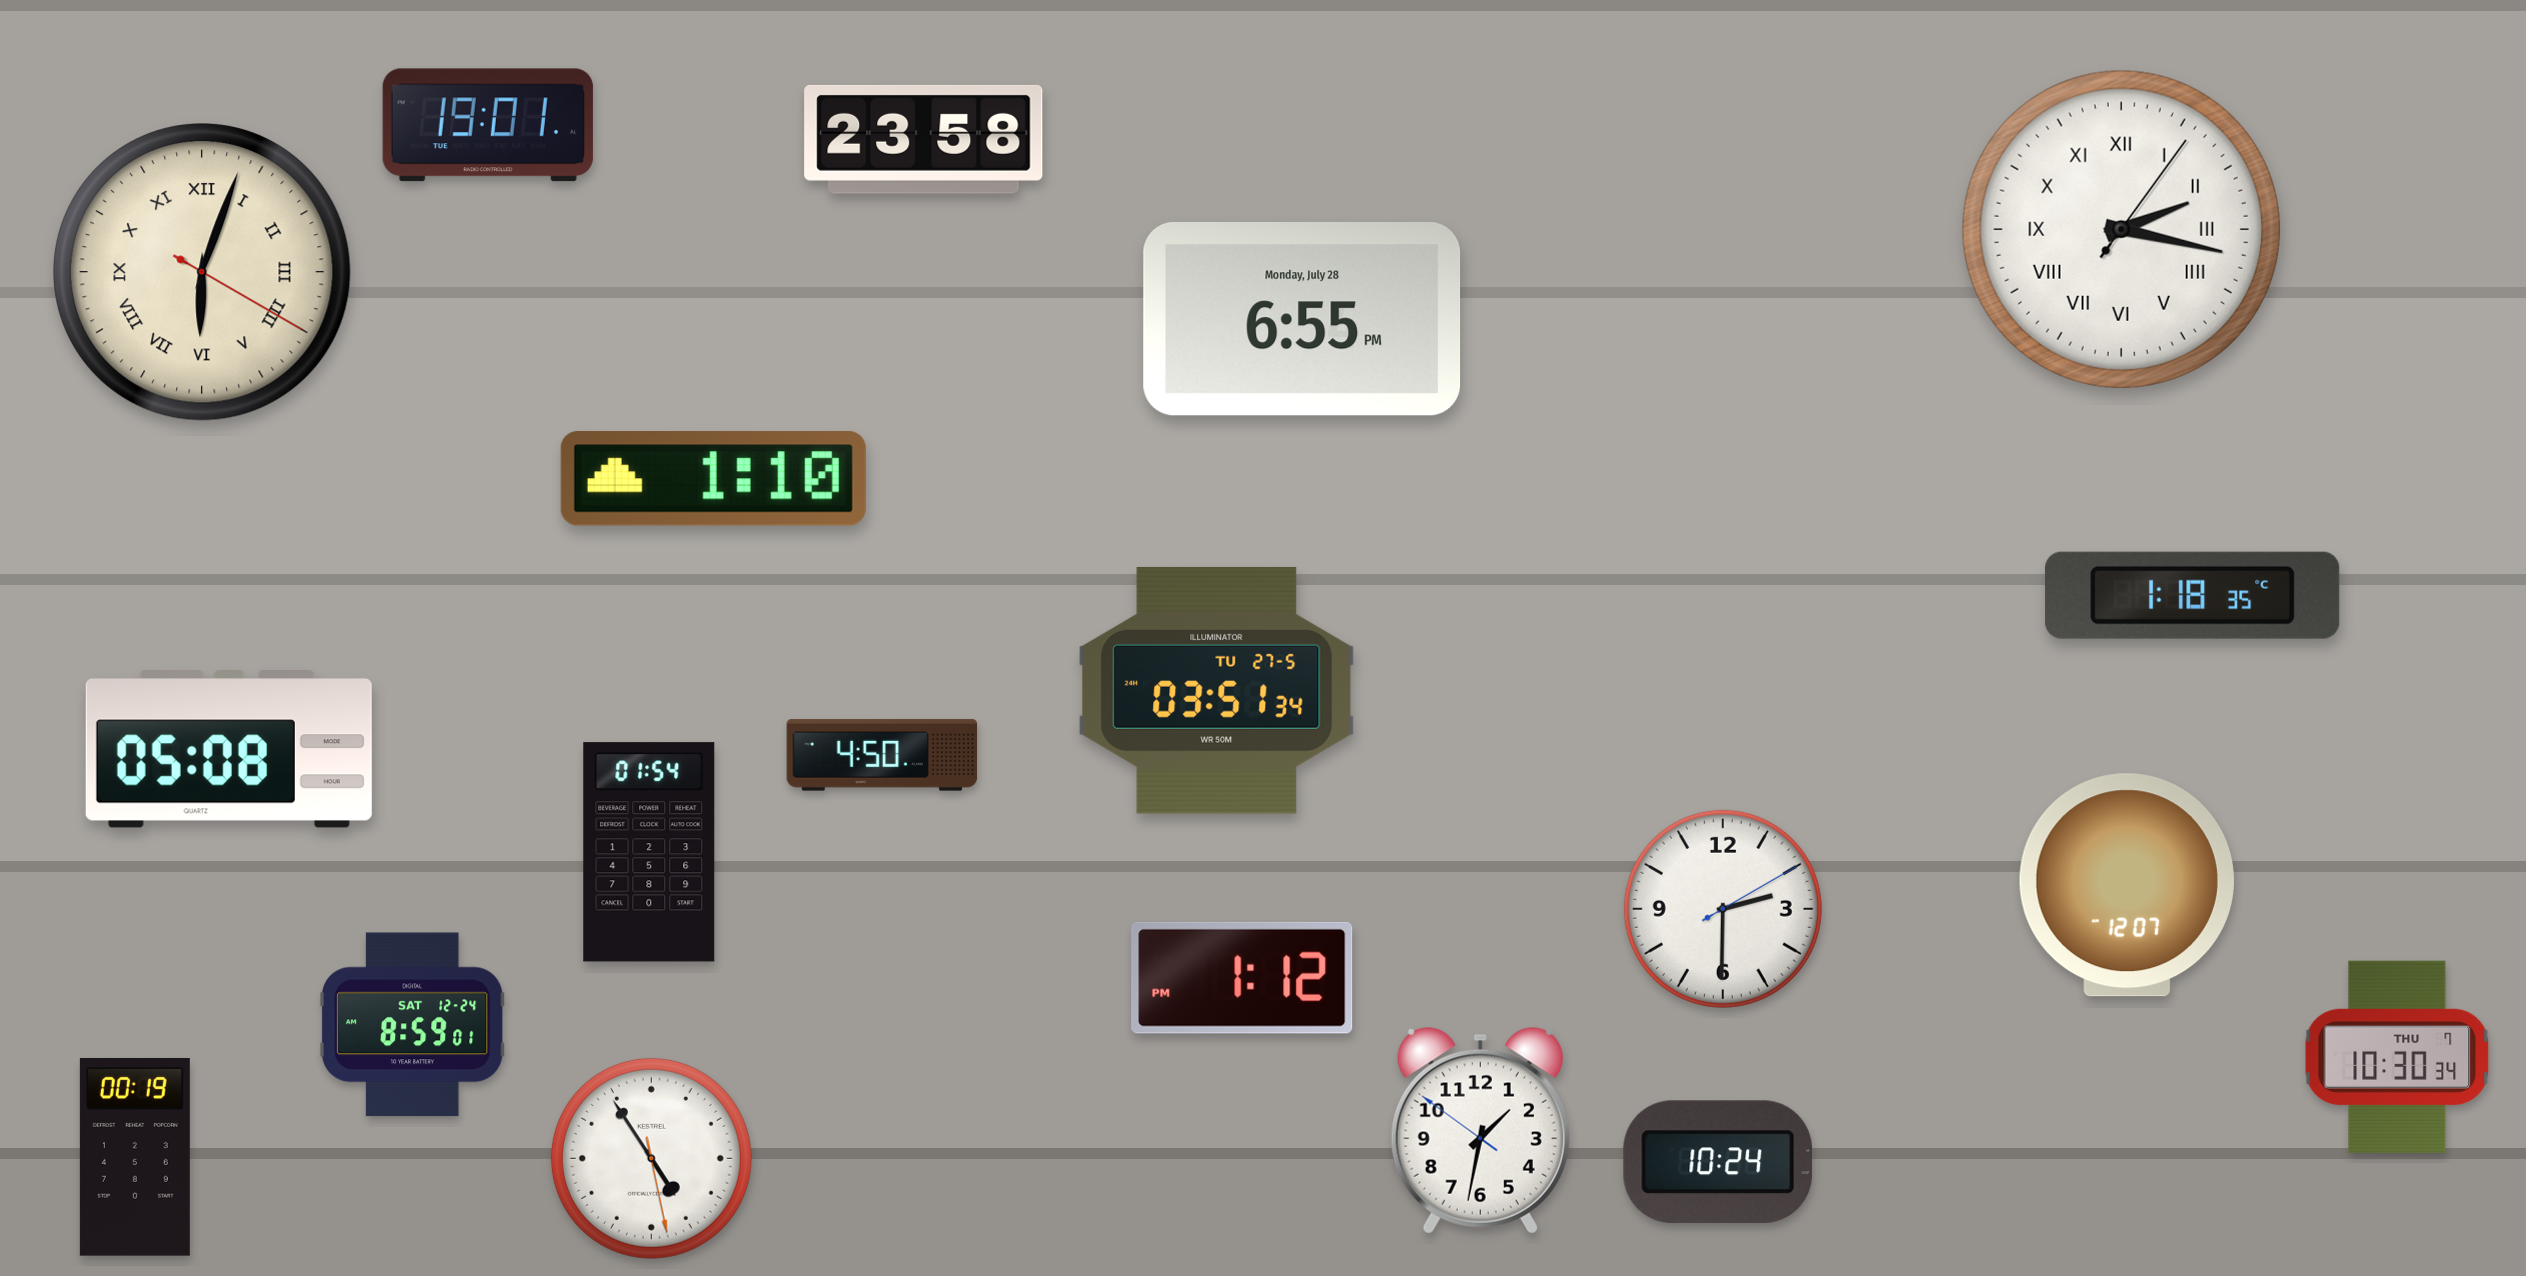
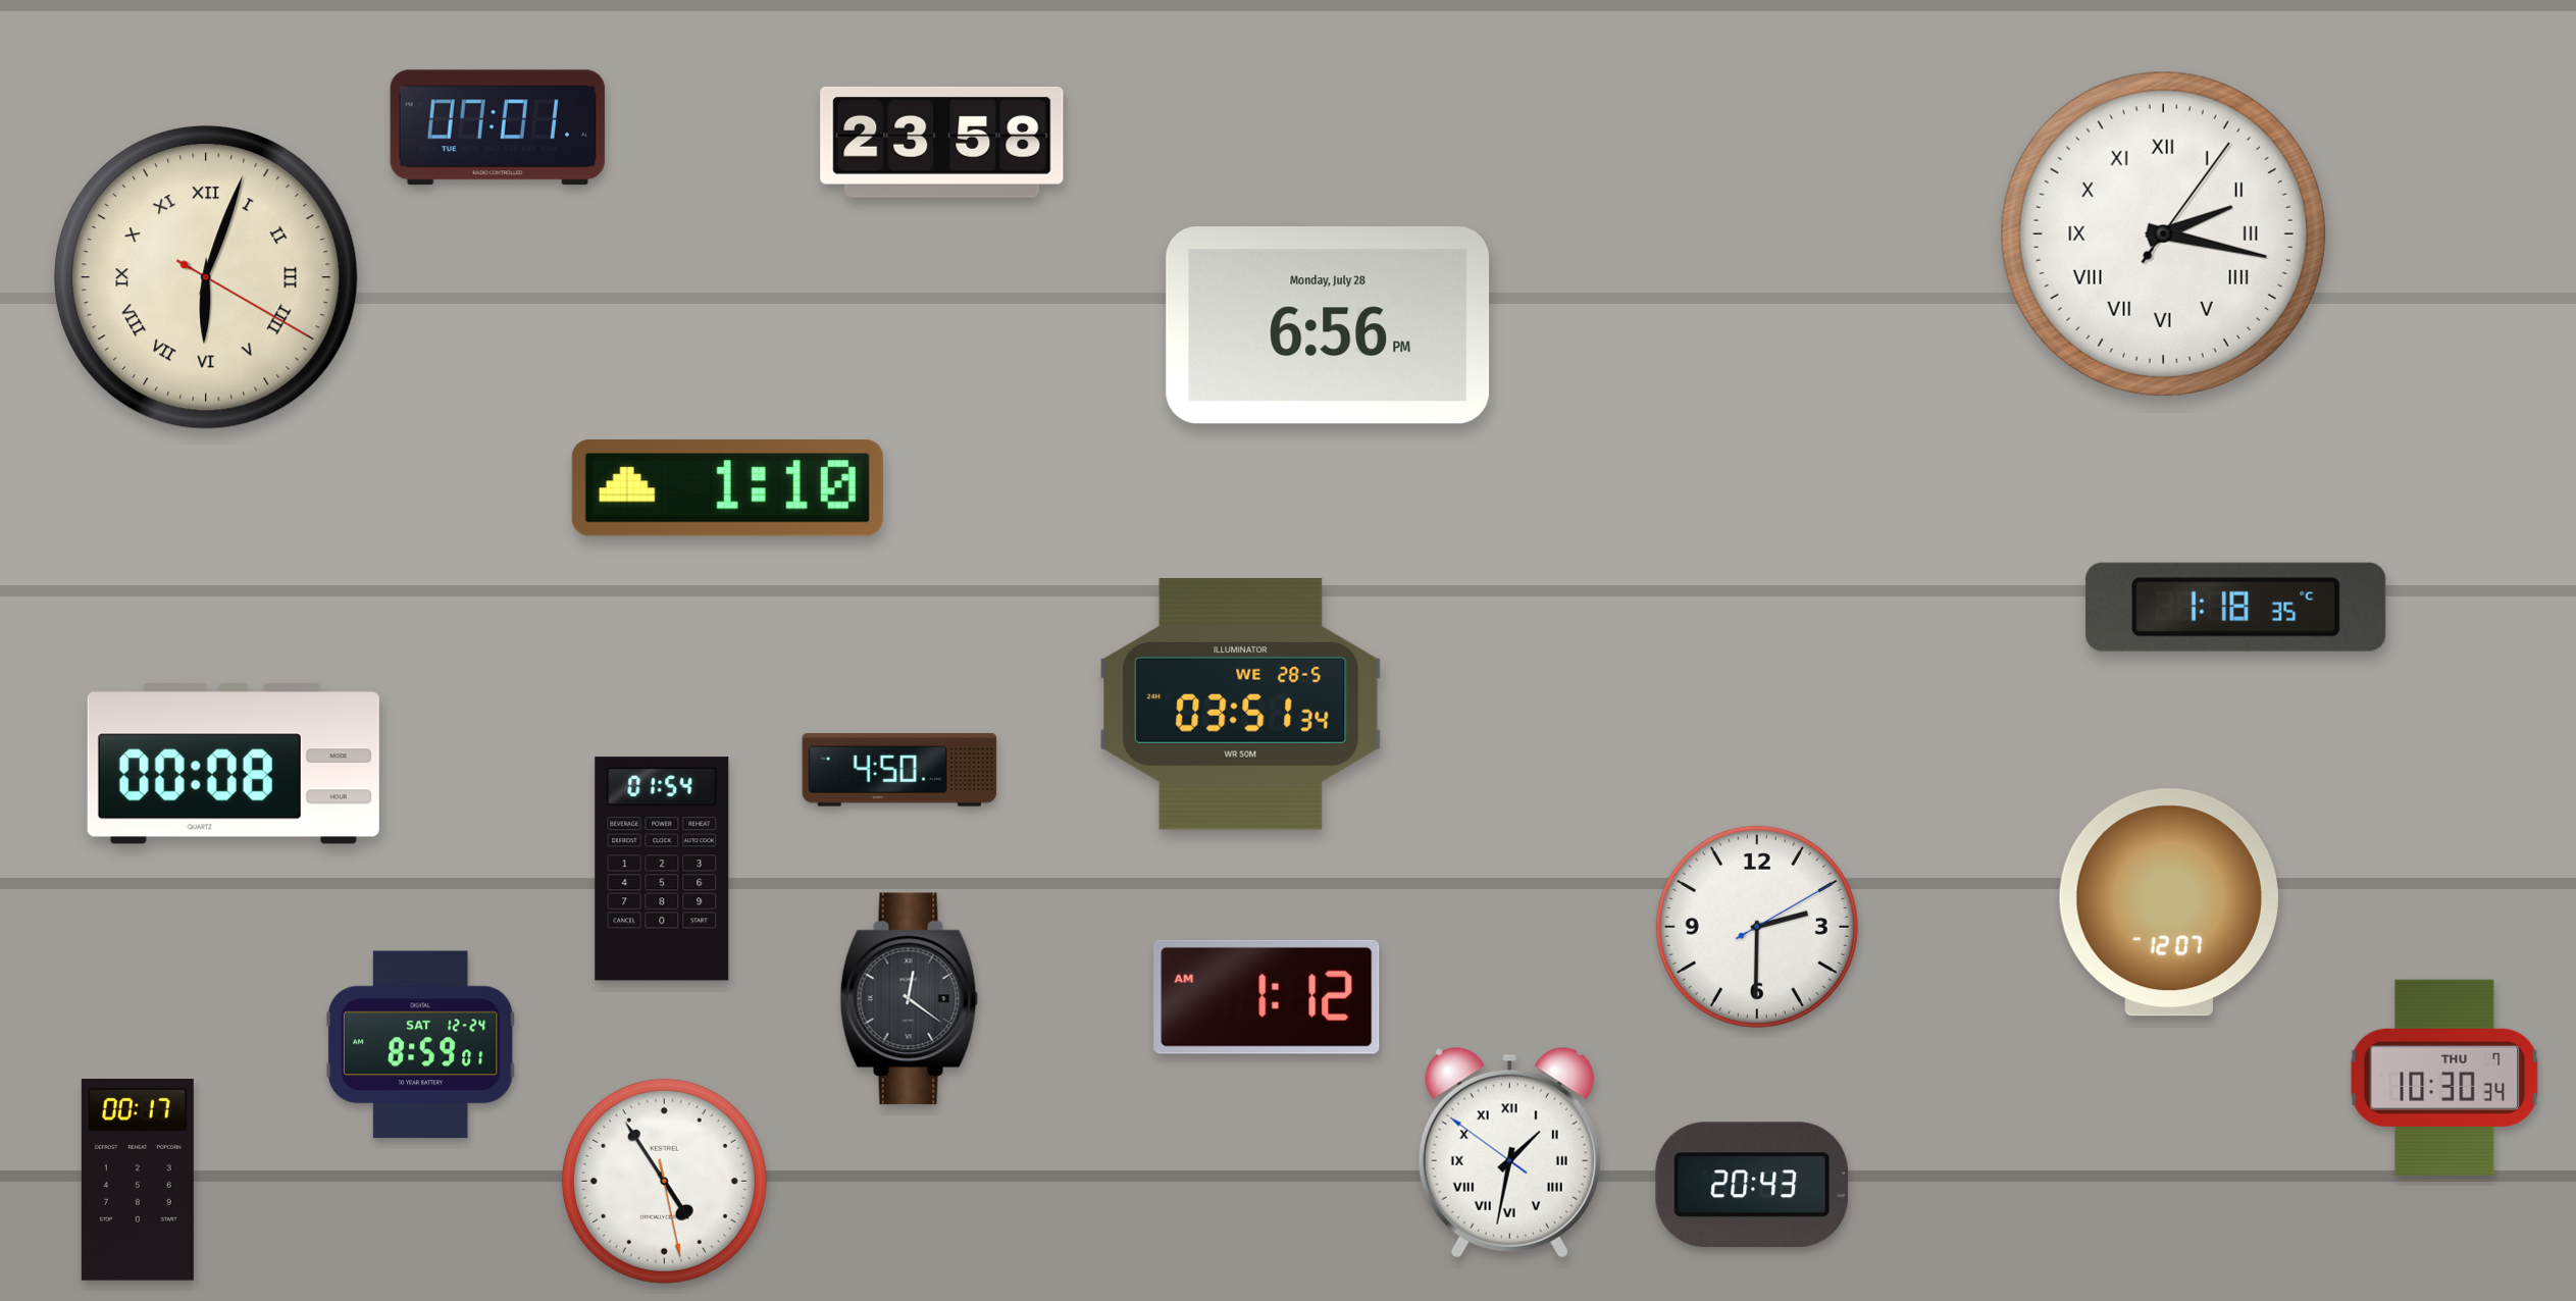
clock at (488, 125): 19:01 -> 07:01
clock at (1302, 320): 6:55 -> 6:56
clock at (1217, 690) date: TU 27-5 -> WE 28-5
clock at (229, 749): 05:08 -> 00:08
clock at (1242, 978): 1:12 PM -> 1:12 AM
clock at (910, 999): none -> 12:21
clock at (1480, 1130) numerals: Arabic -> Roman
clock at (135, 1158): 00:19 -> 00:17
clock at (1717, 1162): 10:24 -> 20:43
